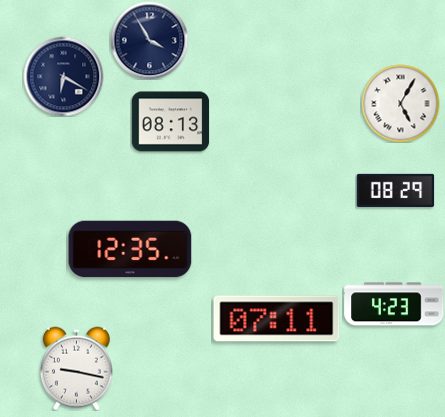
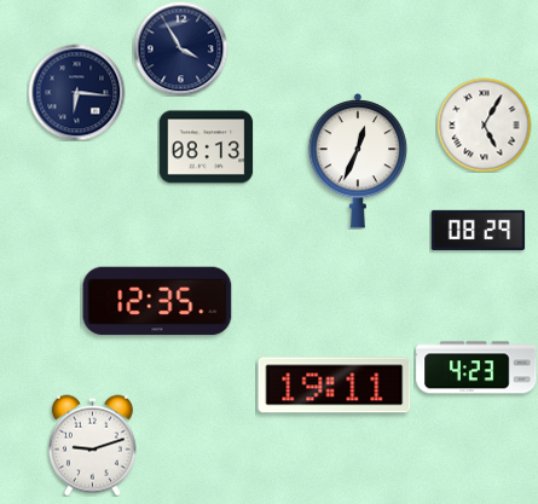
clock at (63, 76): 6:20 -> 6:16
clock at (358, 162): none -> 12:34
clock at (277, 319): 07:11 -> 19:11
clock at (76, 368): 9:17 -> 9:12
